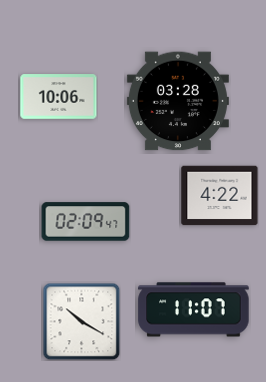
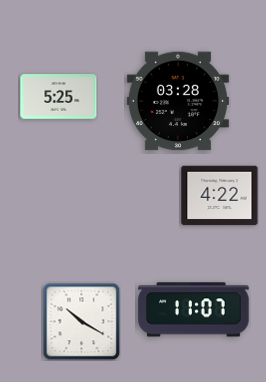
clock at (59, 97): 10:06 -> 5:25
clock at (86, 222): 02:09 -> none
